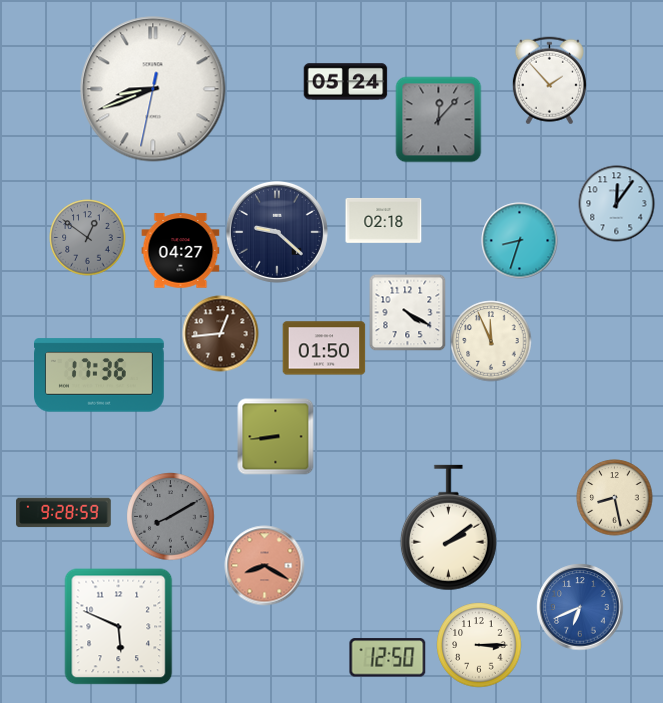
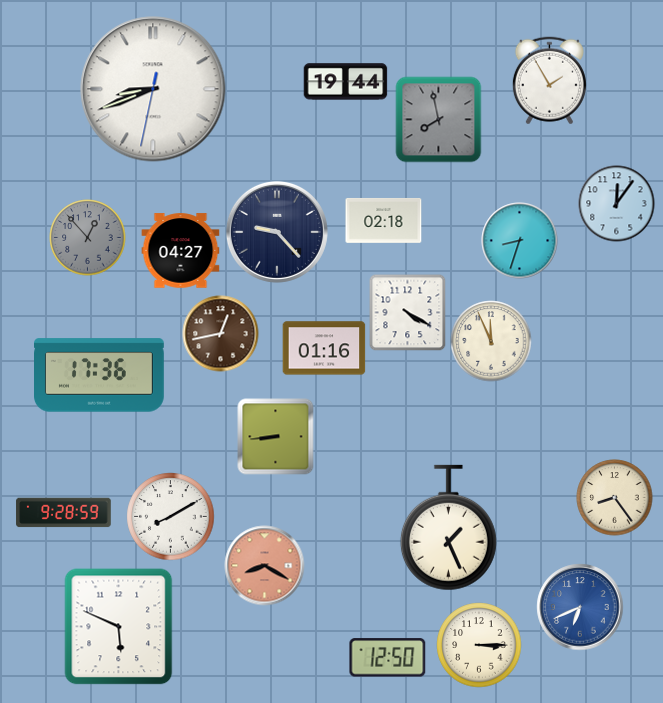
clock at (549, 81): 1:53 -> 1:55
clock at (346, 82): 05:24 -> 19:44
clock at (439, 120): 12:07 -> 7:58
clock at (277, 232): 9:22 -> 9:23
clock at (88, 238): 12:51 -> 12:53
clock at (221, 334): 12:44 -> 12:43
clock at (324, 348): 01:50 -> 01:16
clock at (615, 498): 8:28 -> 8:24
clock at (171, 517) dial: grey -> white
clock at (448, 528): 2:09 -> 1:26
